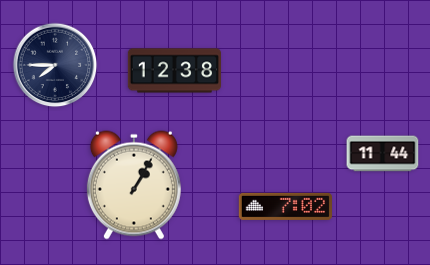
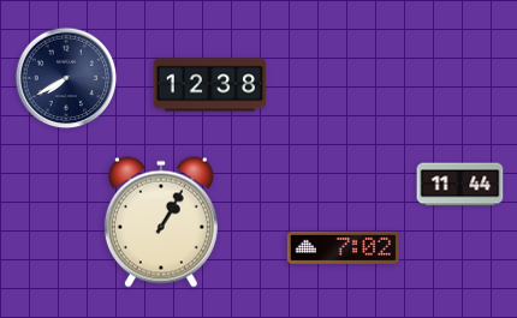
clock at (55, 65): 7:45 -> 7:40
